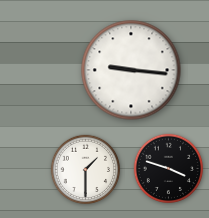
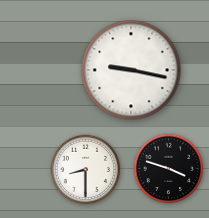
clock at (131, 70): 9:16 -> 9:17
clock at (86, 170): 1:30 -> 8:30
